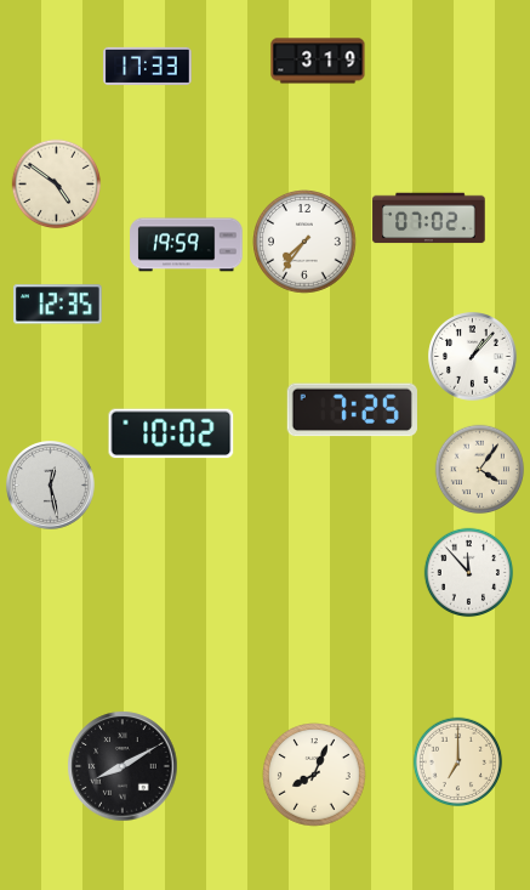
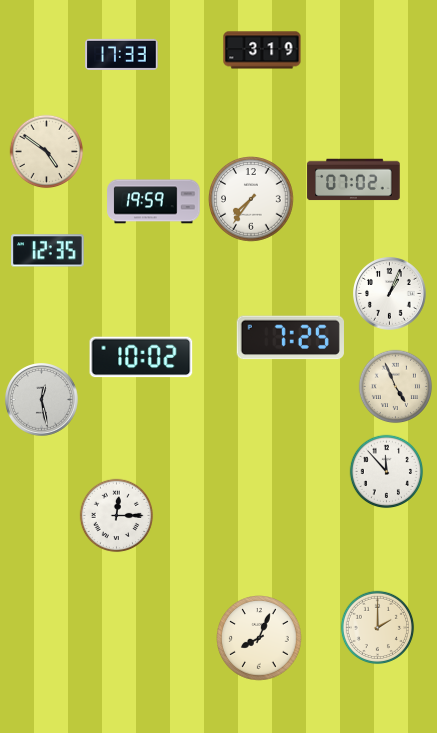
clock at (473, 357): 1:07 -> 1:04
clock at (480, 470): 4:06 -> 4:56
clock at (117, 516): none -> 12:15
clock at (458, 763): 7:00 -> 2:00
clock at (122, 766): 8:10 -> none
